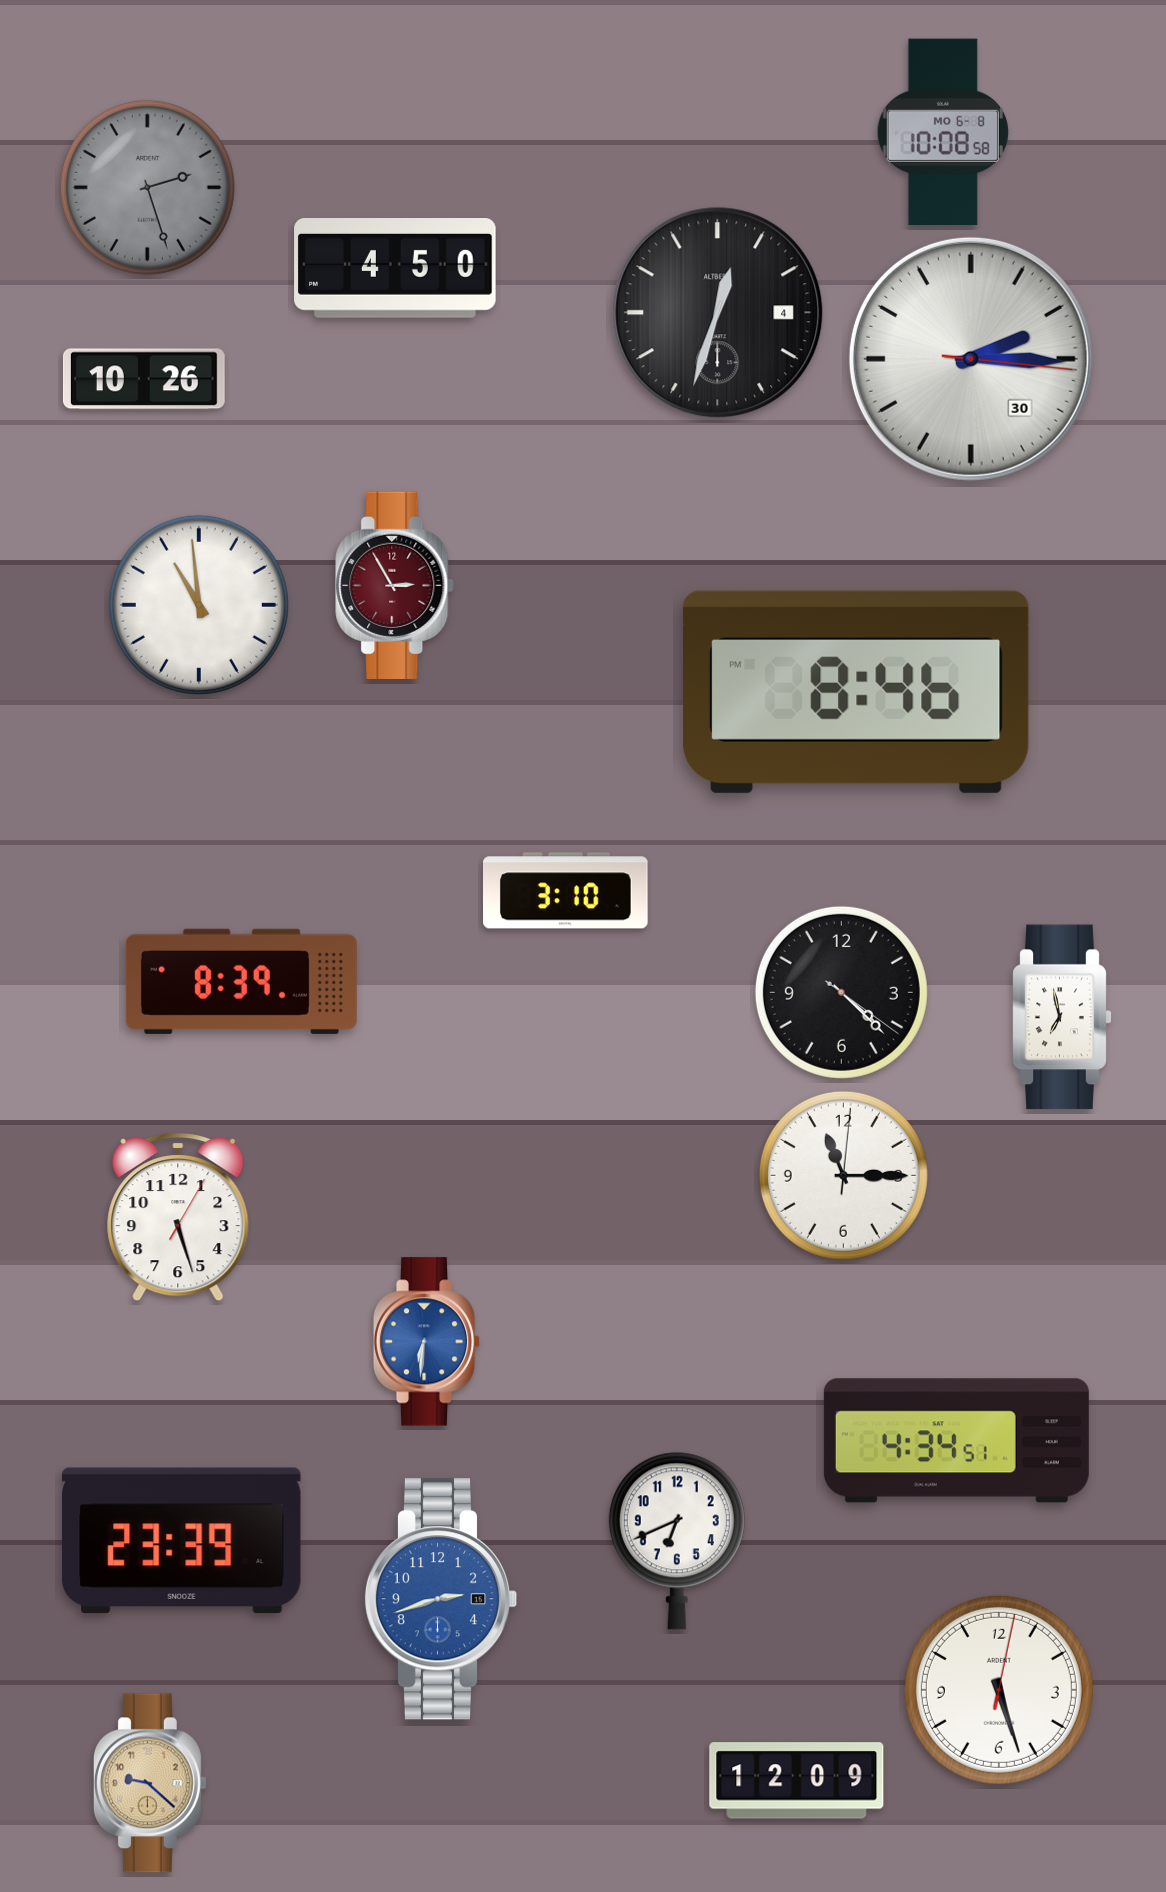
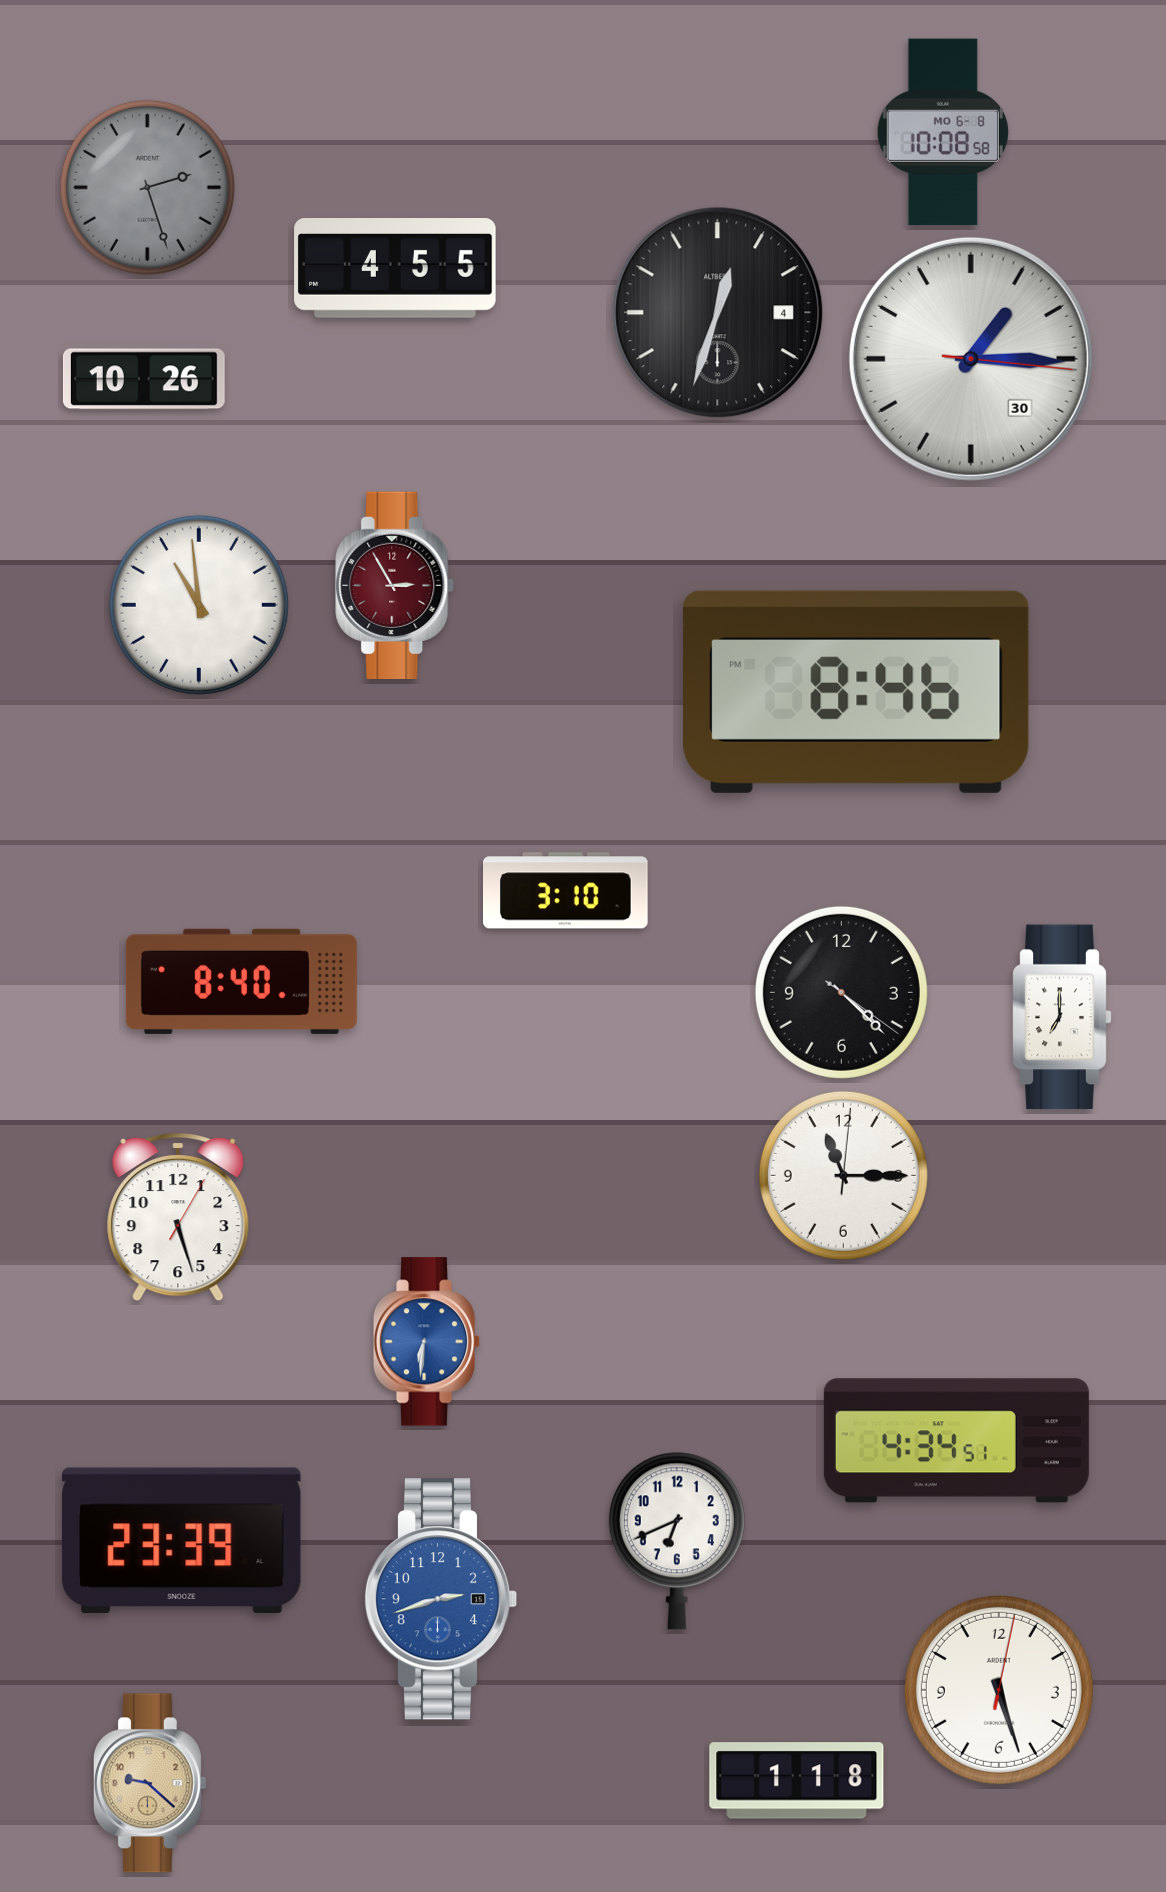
clock at (395, 269): 4:50 -> 4:55
clock at (971, 359): 2:15 -> 1:15
clock at (241, 981): 8:39 -> 8:40
clock at (1062, 1017): 6:58 -> 7:00
clock at (797, 1781): 12:09 -> 1:18
